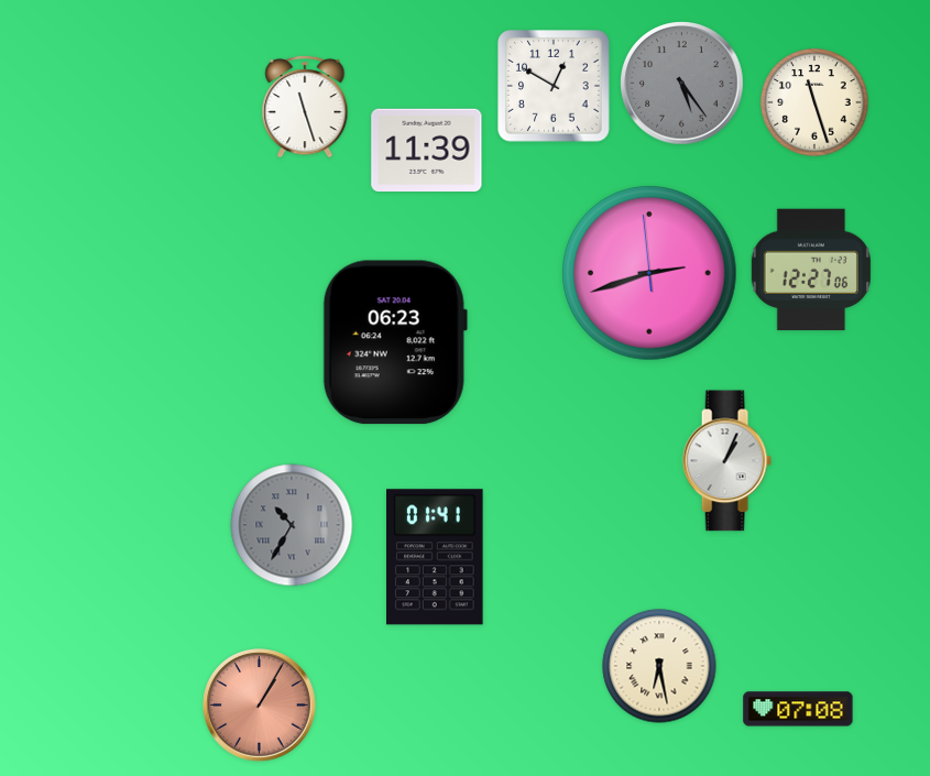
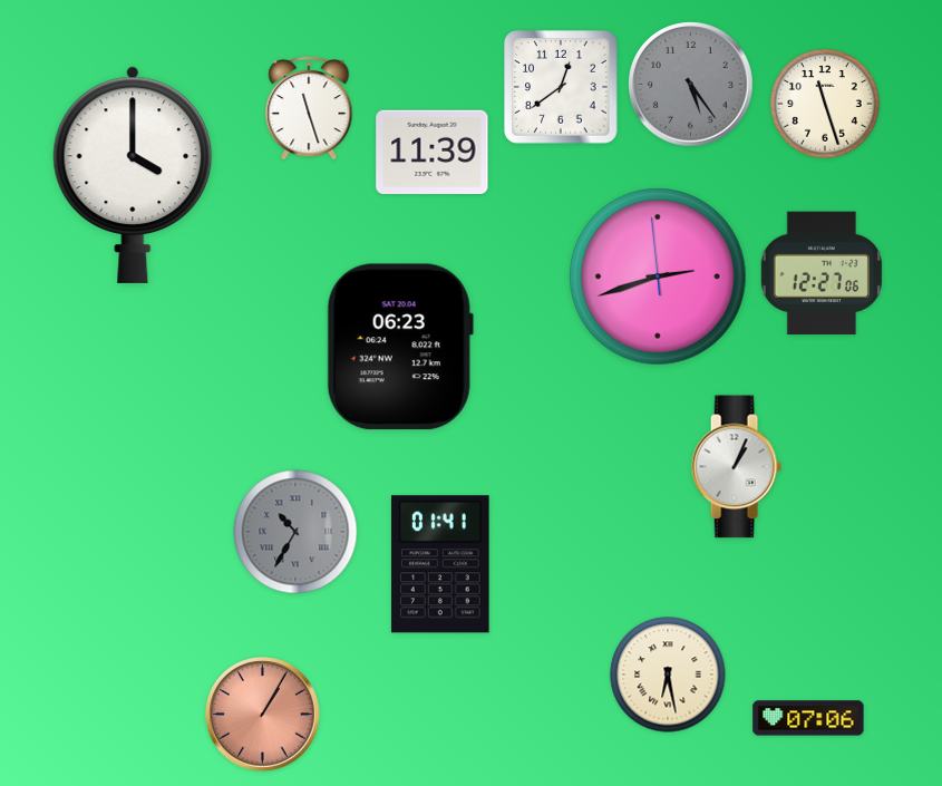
clock at (554, 86): 12:50 -> 12:39
clock at (133, 175): none -> 4:00
clock at (798, 709): 07:08 -> 07:06
